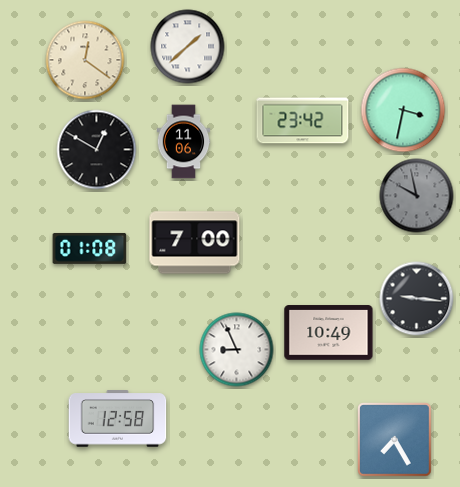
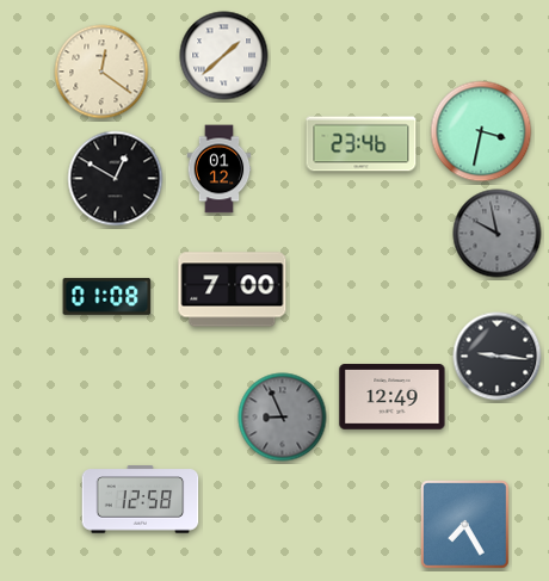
clock at (303, 121): 23:42 -> 23:46
clock at (184, 142): 11:06 -> 01:12
clock at (329, 333): 10:49 -> 12:49
clock at (237, 350) dial: white -> grey
clock at (395, 440) position: (395, 440) -> (465, 525)
